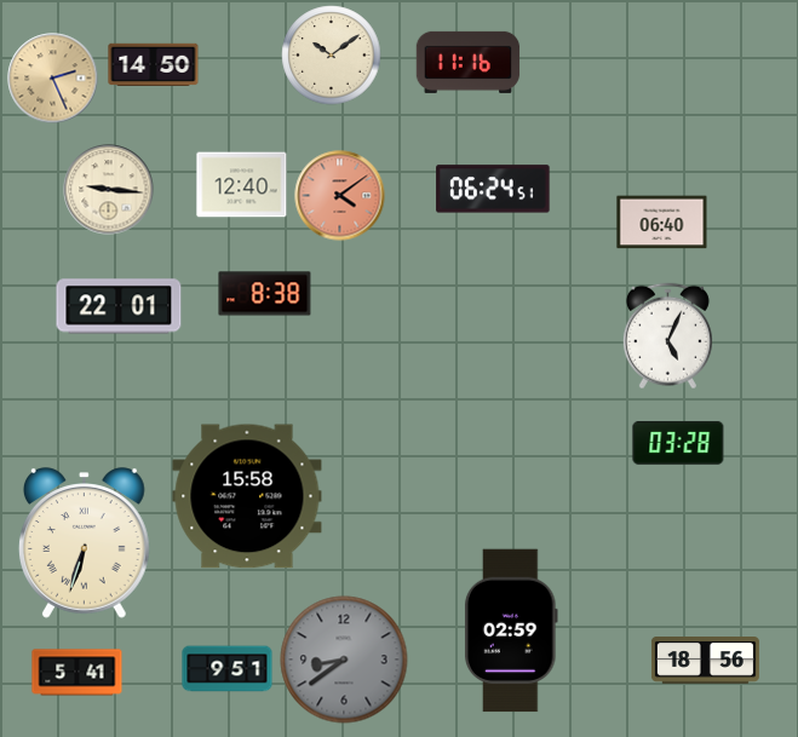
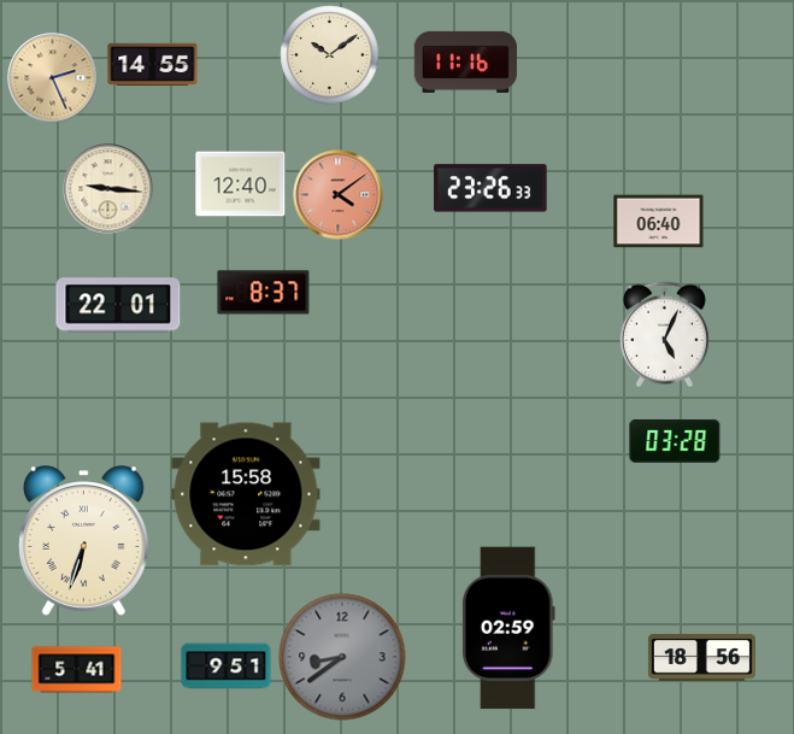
clock at (154, 65): 14:50 -> 14:55
clock at (493, 189): 06:24 -> 23:26
clock at (265, 294): 8:38 -> 8:37
